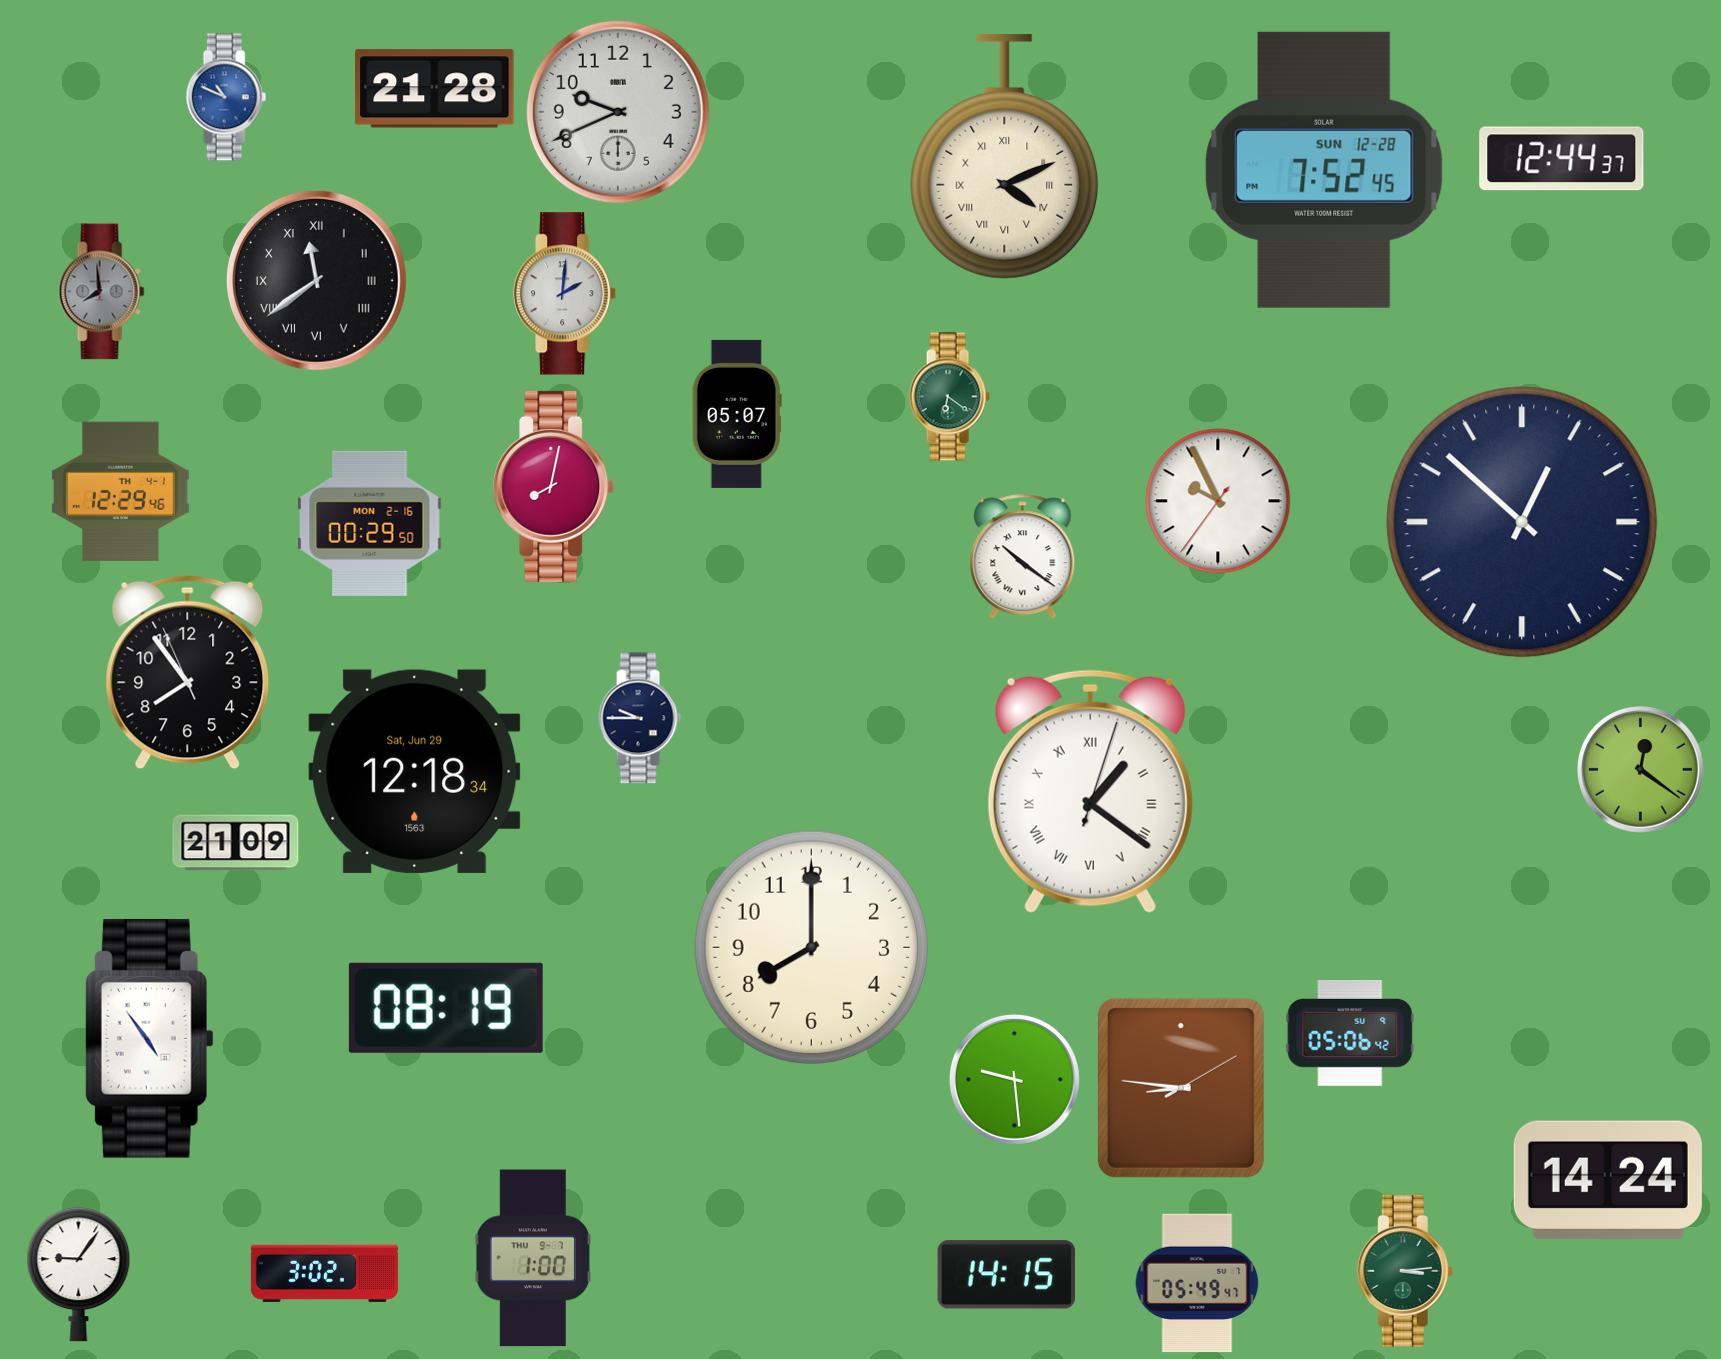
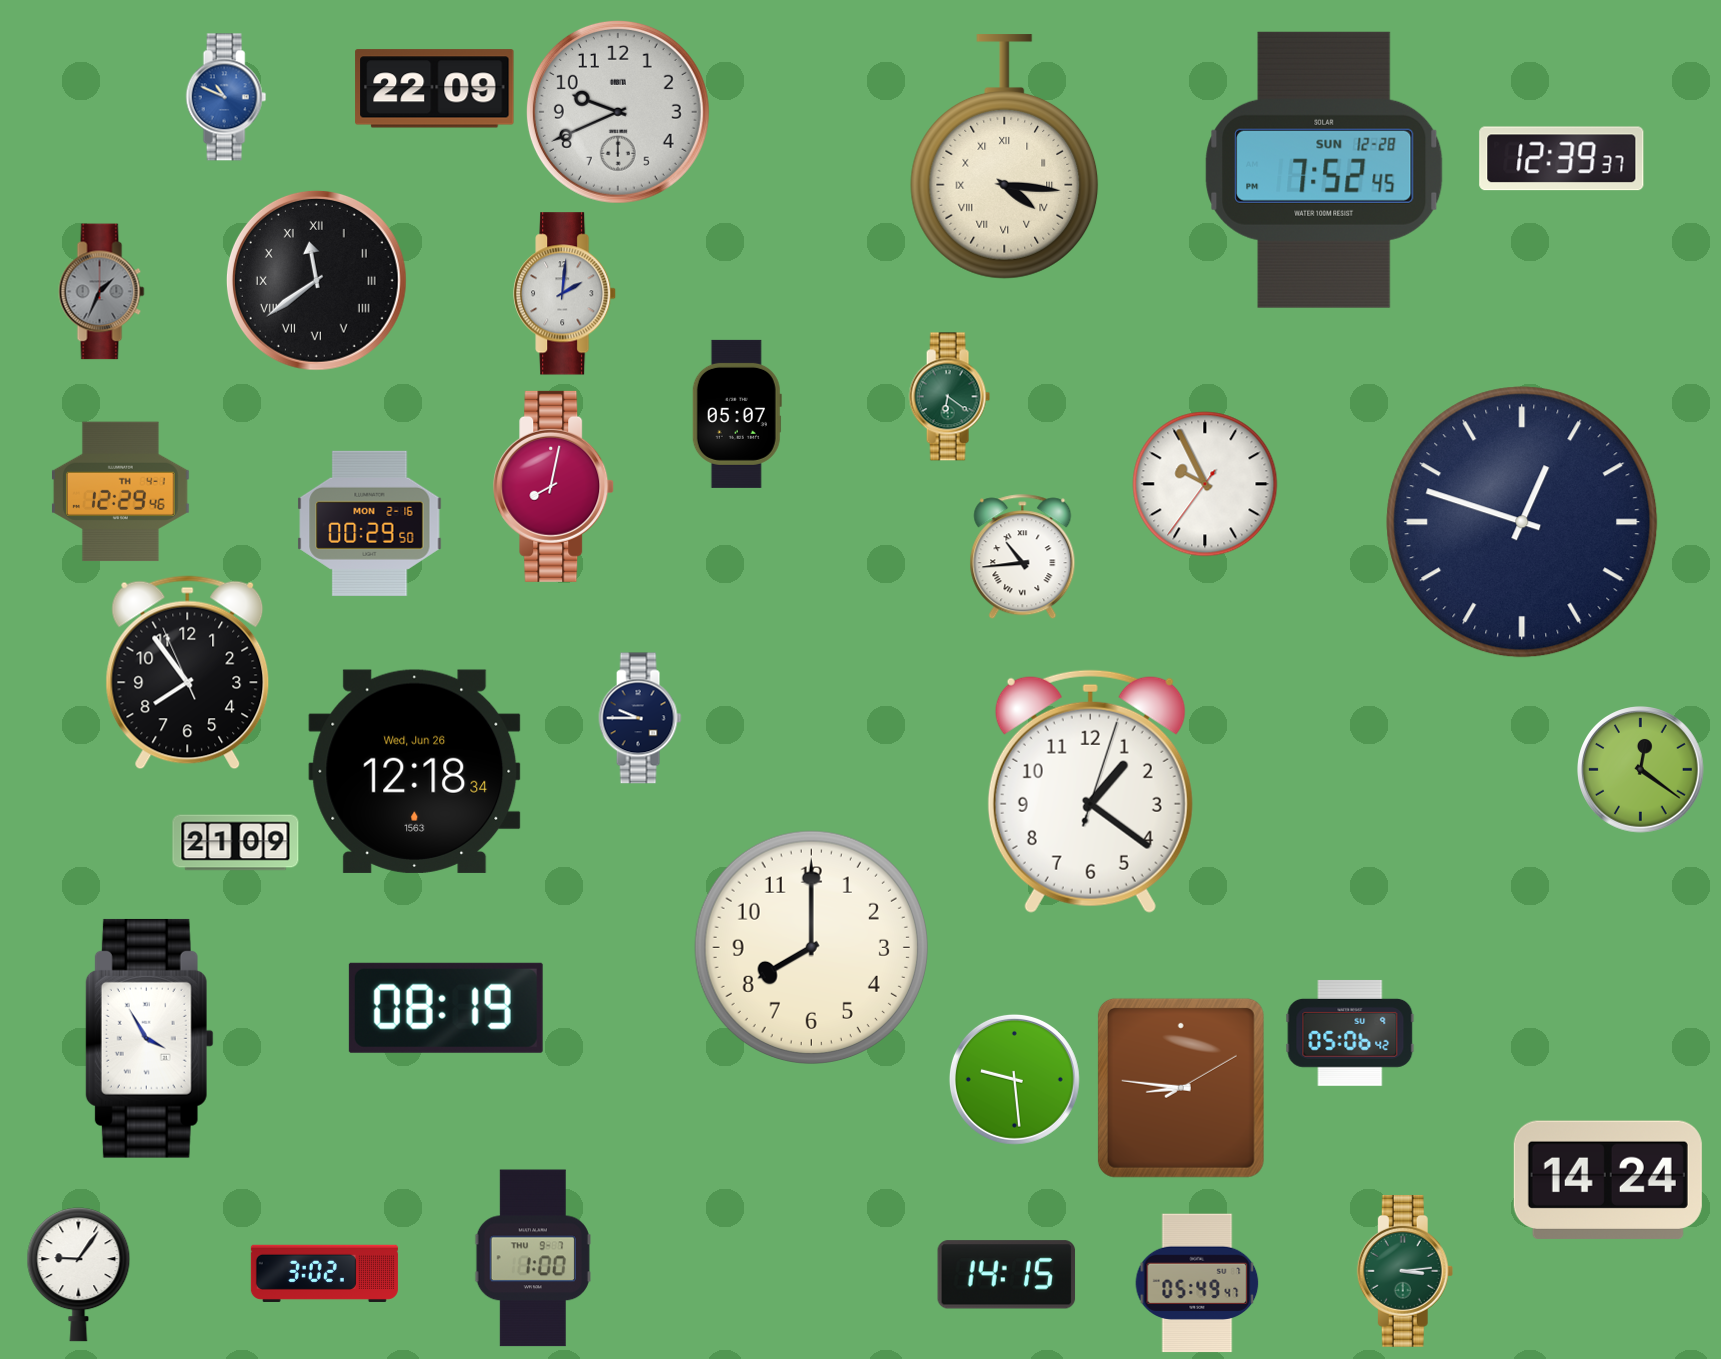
clock at (435, 89): 21:28 -> 22:09
clock at (1005, 157): 4:11 -> 4:16
clock at (1562, 159): 12:44 -> 12:39
clock at (102, 292): 7:59 -> 1:34
clock at (1218, 501) position: (1218, 501) -> (1205, 484)
clock at (1522, 522): 12:52 -> 12:48
clock at (1023, 557): 10:21 -> 10:44
clock at (415, 771) date: Sat, Jun 29 -> Wed, Jun 26
clock at (1090, 791) numerals: Roman -> Arabic
clock at (149, 1038): 4:54 -> 3:55
